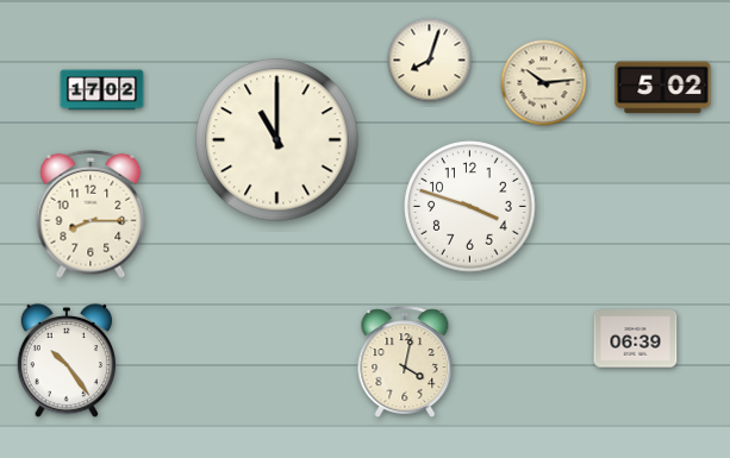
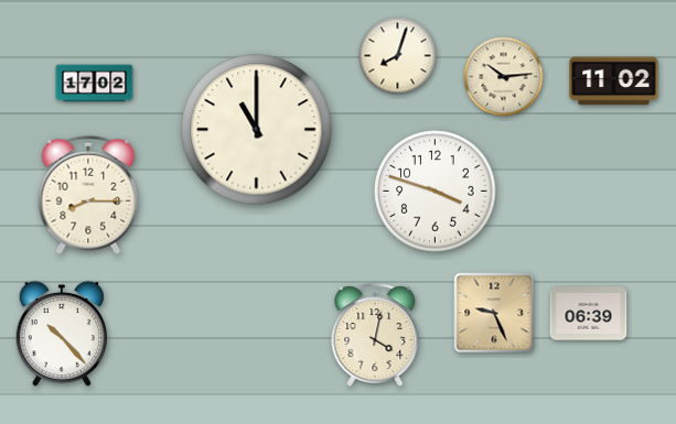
clock at (663, 88): 5:02 -> 11:02
clock at (91, 214) position: (91, 214) -> (88, 195)
clock at (494, 313): none -> 9:26
clock at (65, 360): 10:24 -> 10:23
